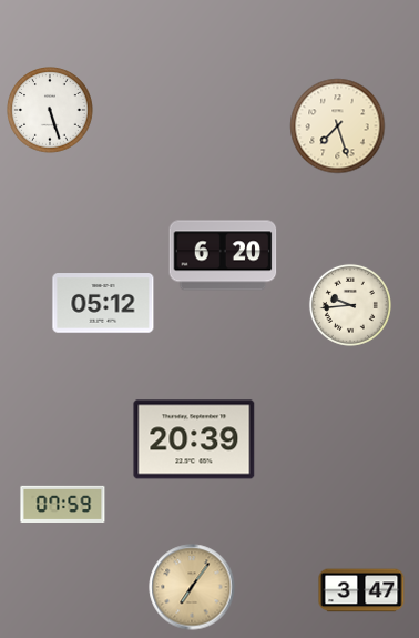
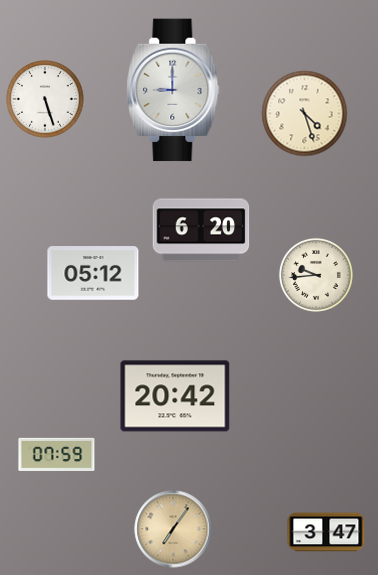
clock at (173, 90): none -> 9:00
clock at (338, 126): 7:27 -> 4:27
clock at (194, 439): 20:39 -> 20:42
